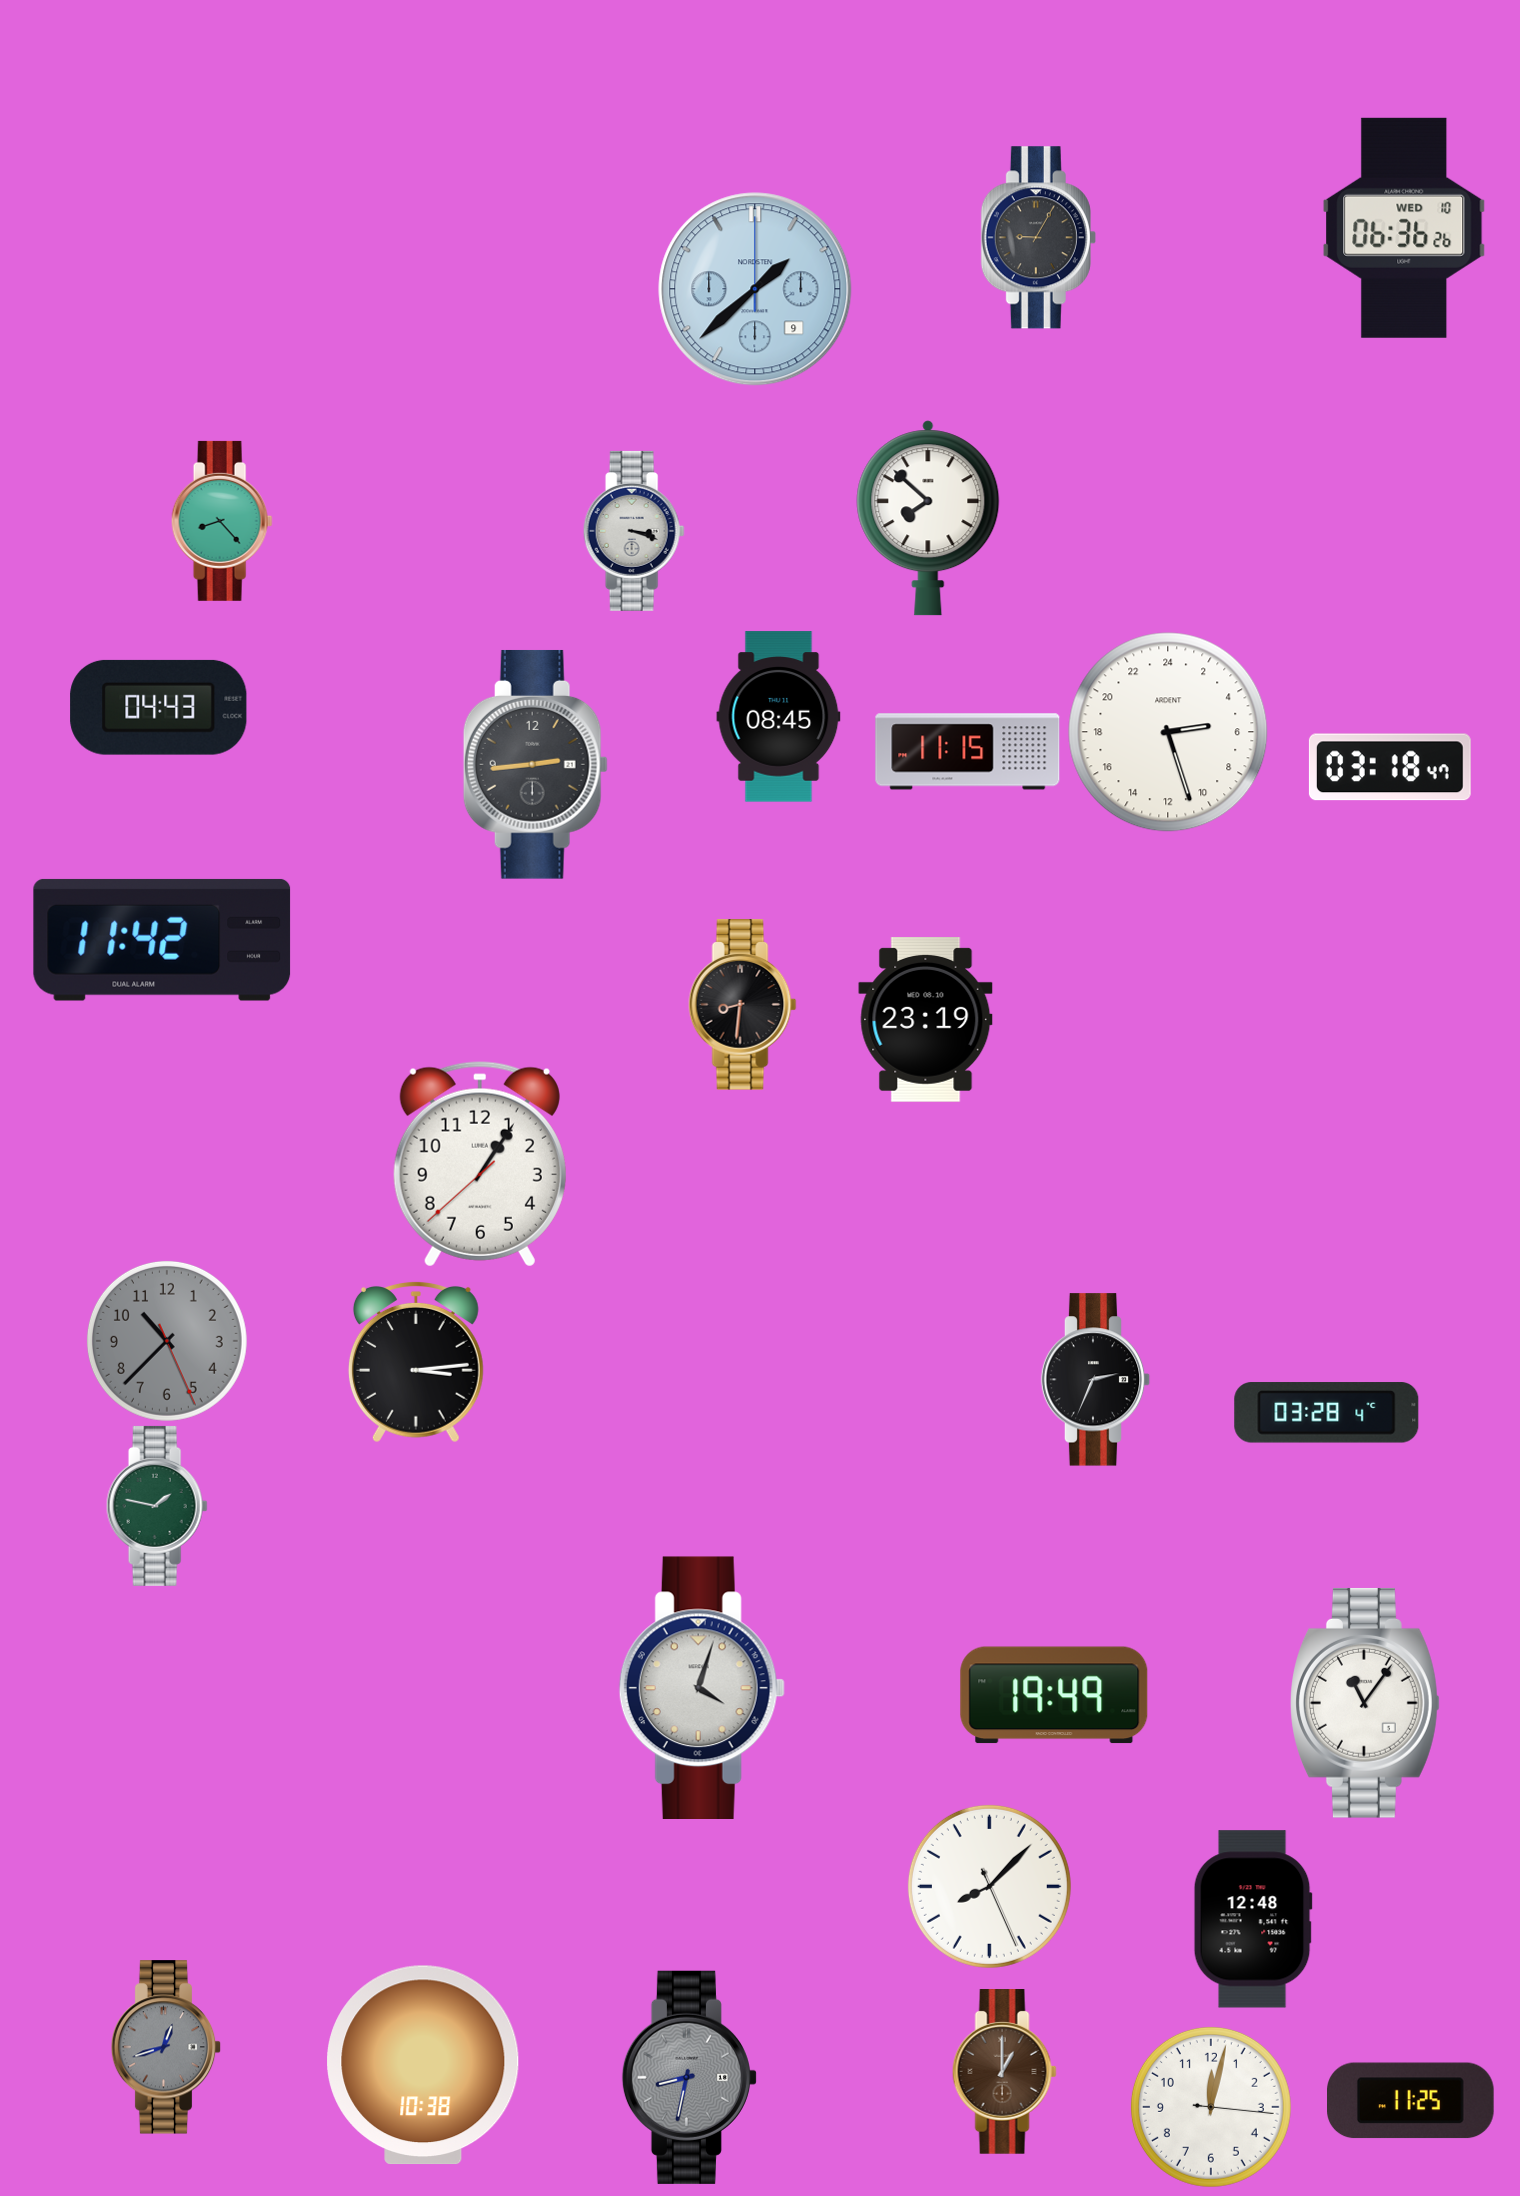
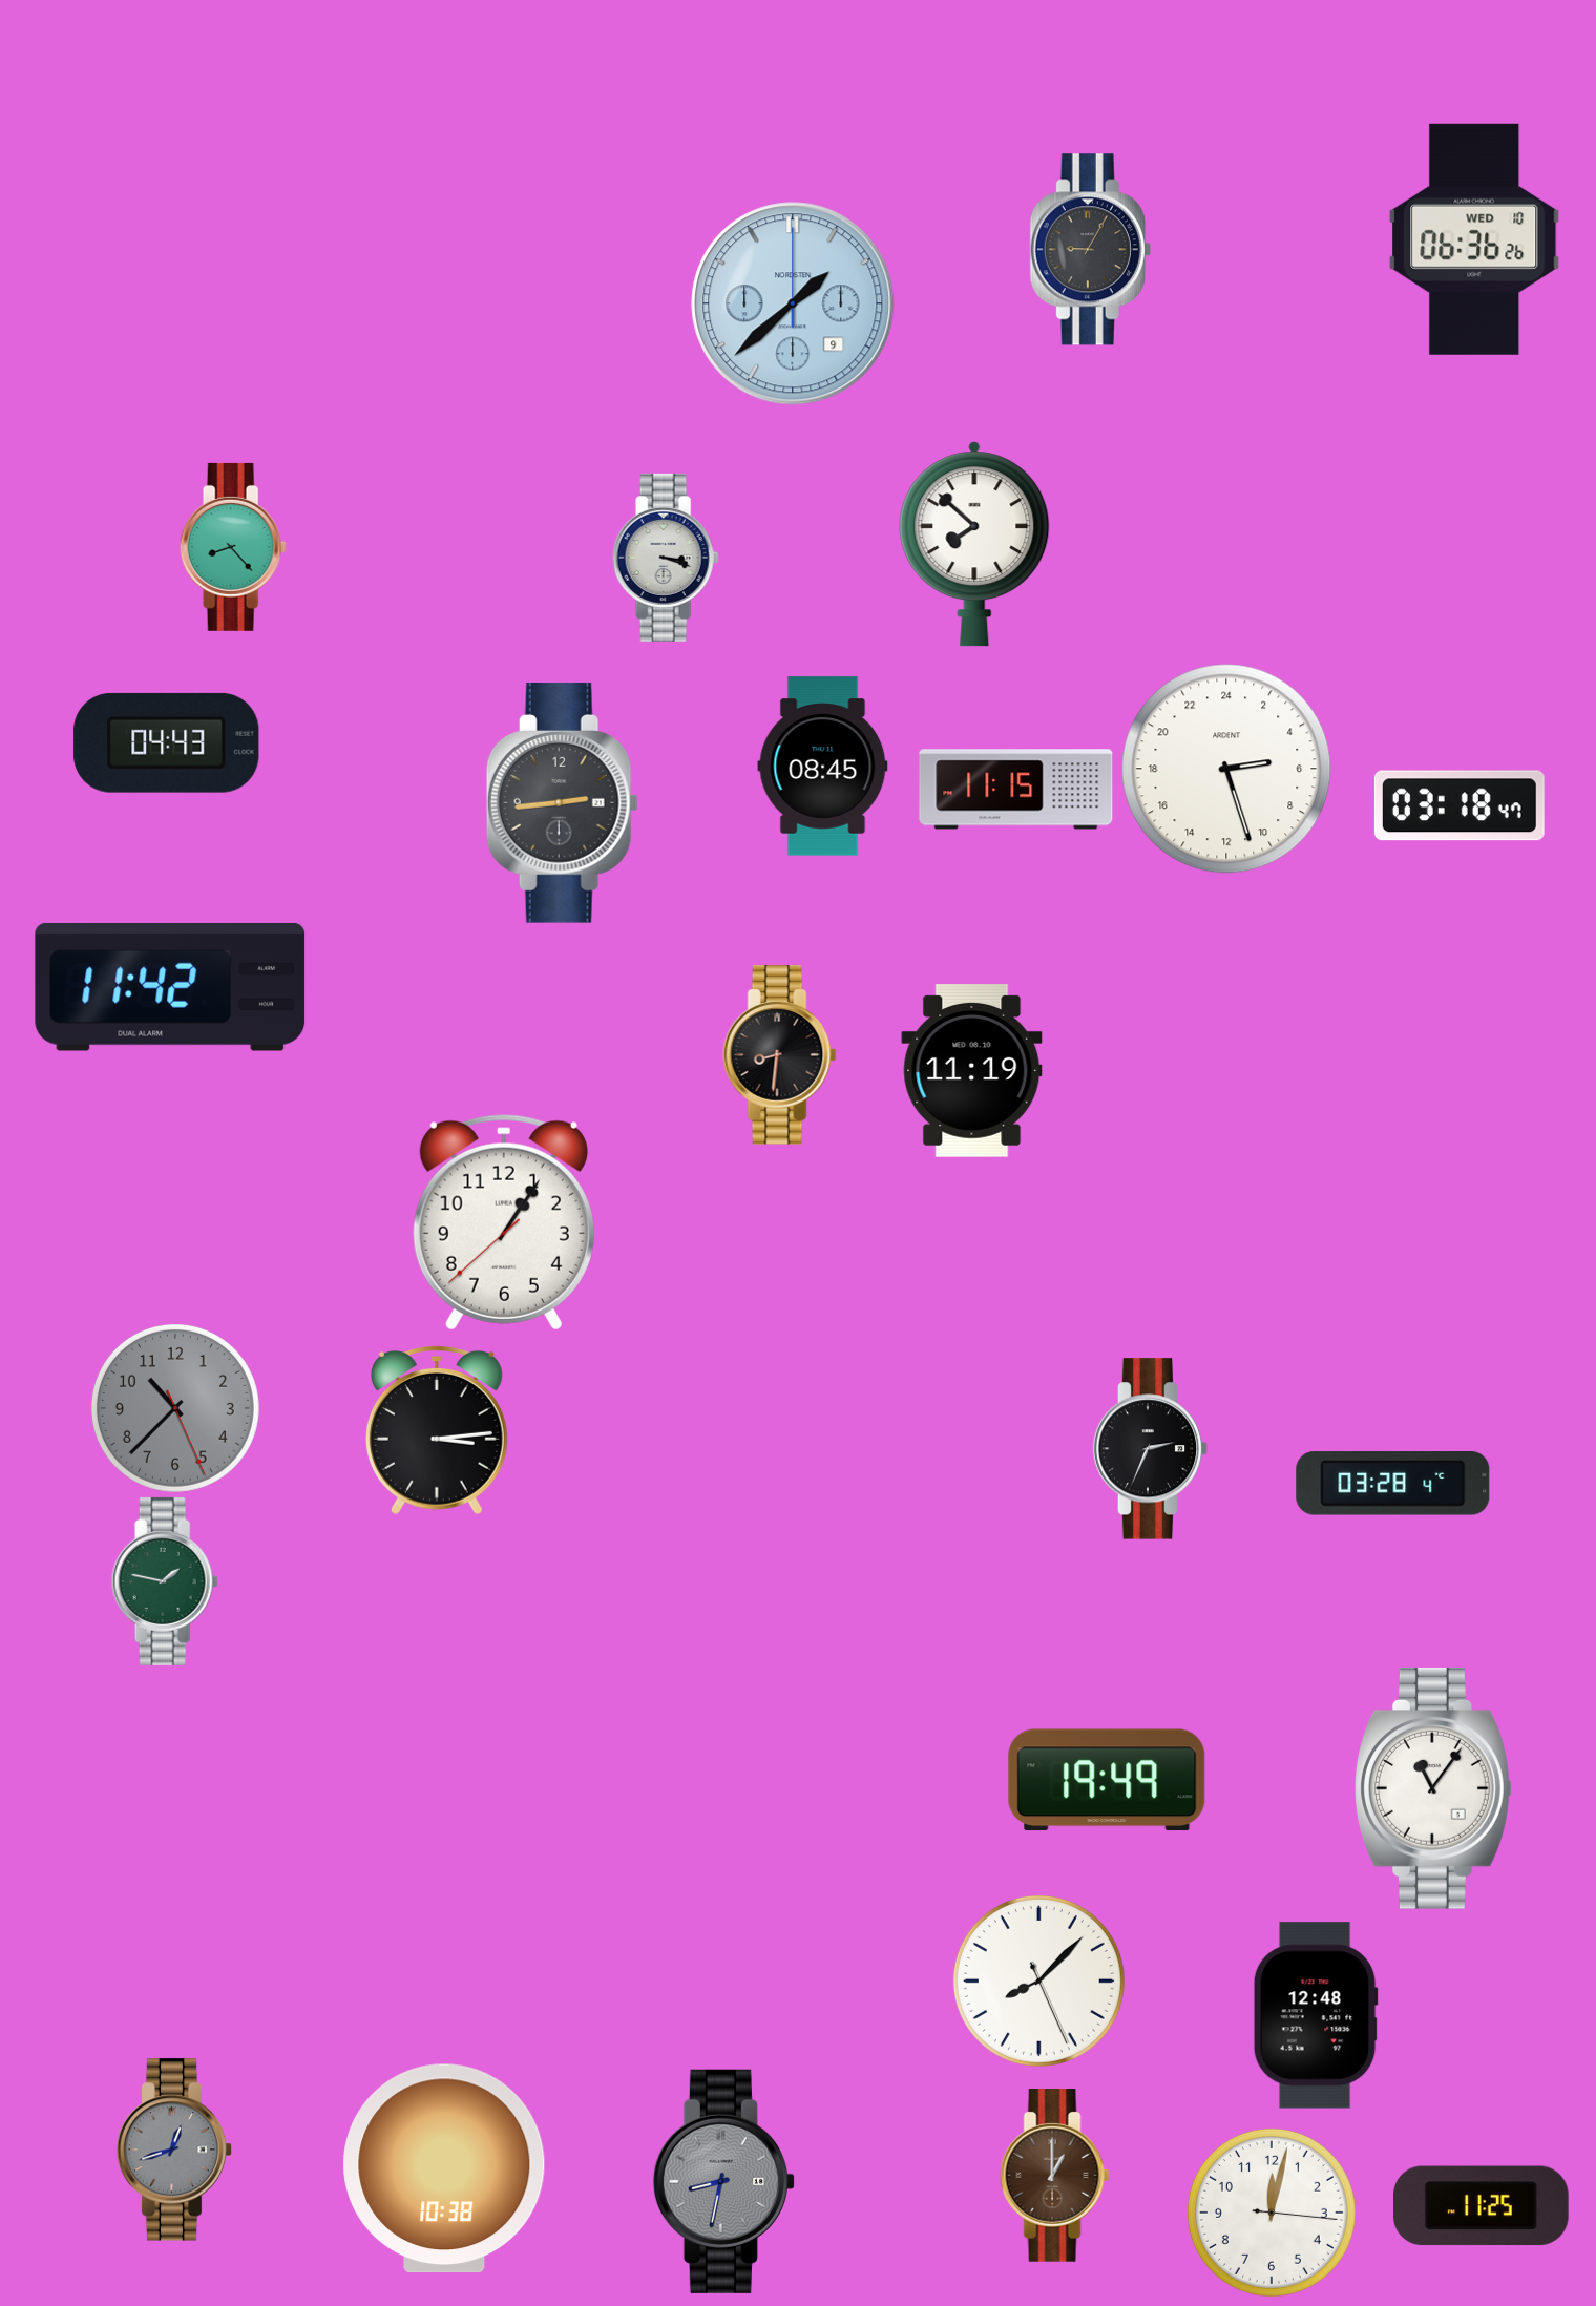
clock at (779, 717) position: (779, 717) -> (823, 767)
clock at (926, 1020): 23:19 -> 11:19
clock at (702, 1687): 4:03 -> none
